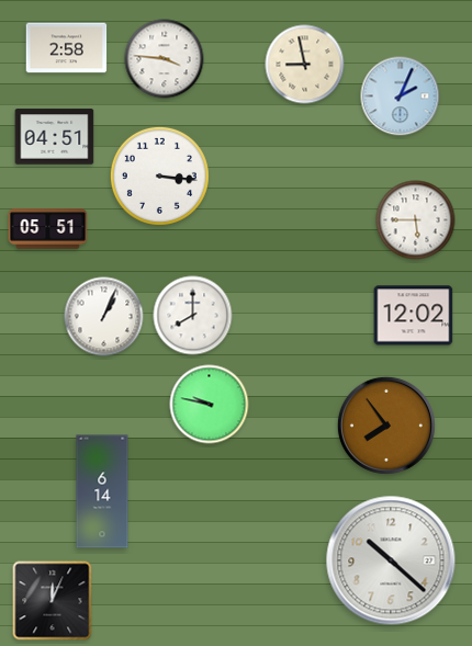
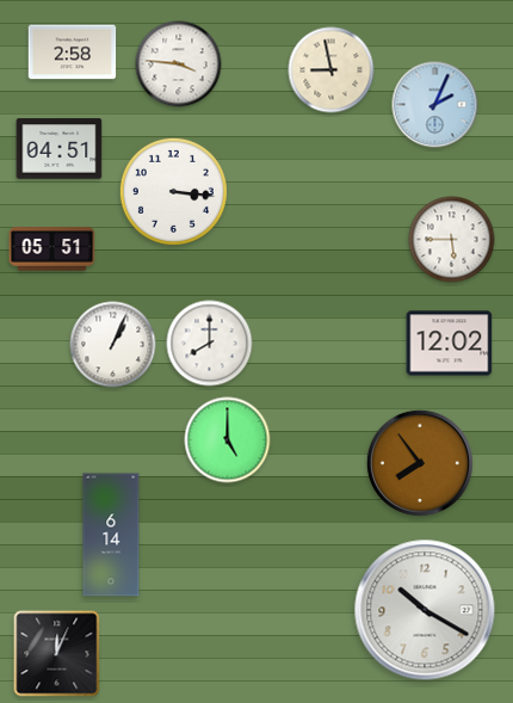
clock at (210, 405): 9:47 -> 5:00
clock at (391, 560): 10:22 -> 10:20
